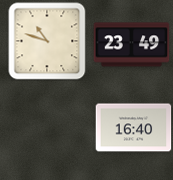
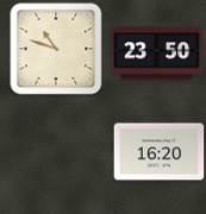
clock at (132, 45): 23:49 -> 23:50
clock at (134, 128): 16:40 -> 16:20
